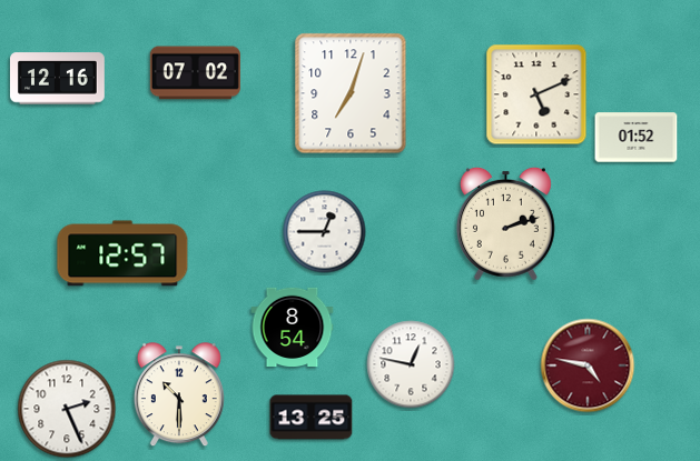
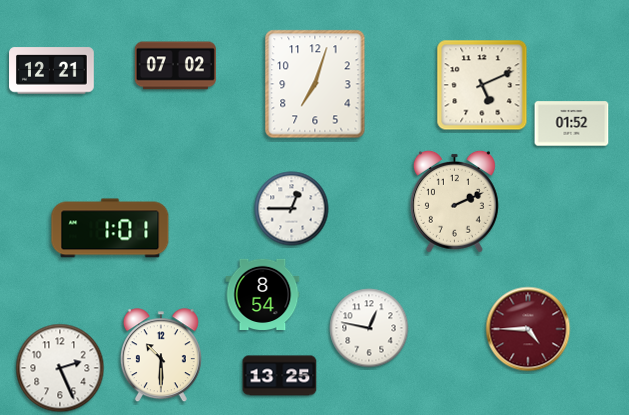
clock at (58, 79): 12:16 -> 12:21
clock at (505, 223): 2:12 -> 2:11
clock at (122, 253): 12:57 -> 1:01
clock at (588, 365): 4:47 -> 4:45
